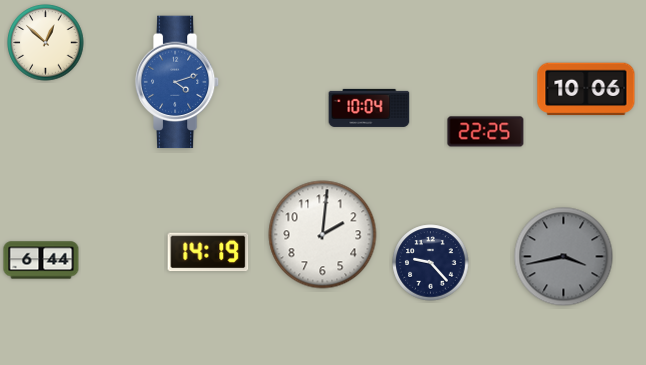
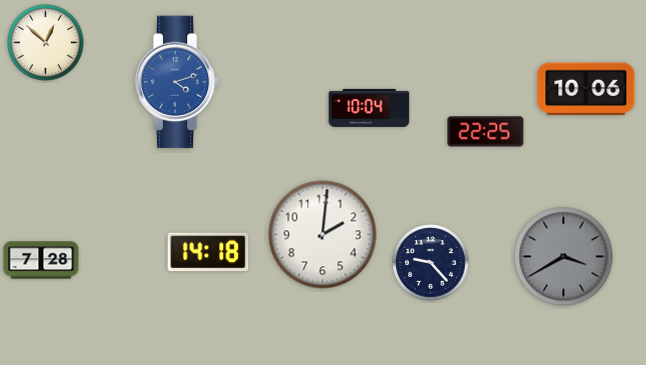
clock at (208, 252): 14:19 -> 14:18
clock at (564, 257): 3:43 -> 3:40
clock at (41, 260): 6:44 -> 7:28
